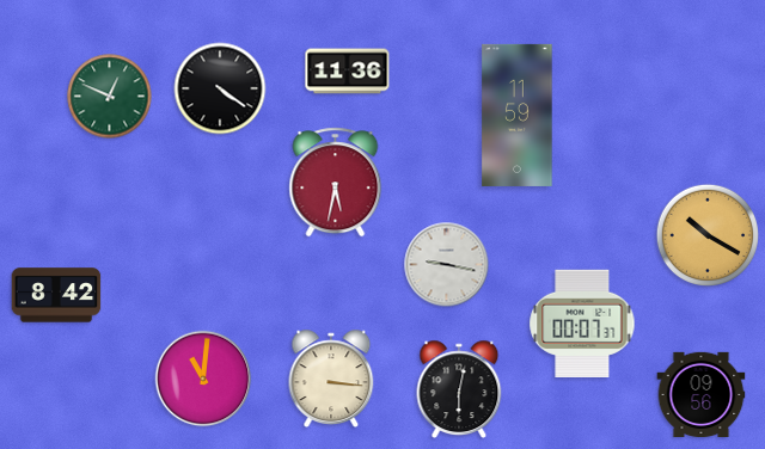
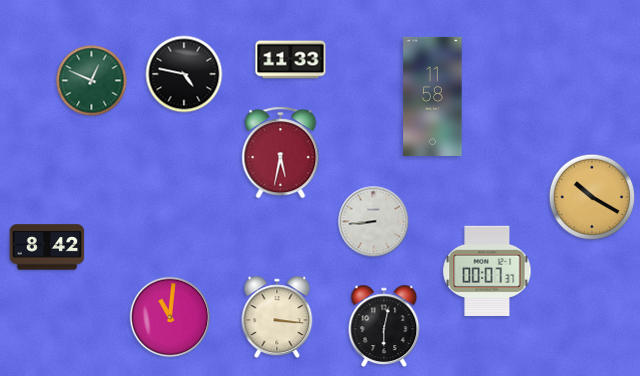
clock at (348, 72): 11:36 -> 11:33
clock at (220, 88): 4:21 -> 4:47
clock at (518, 115): 11:59 -> 11:58
clock at (447, 265): 9:17 -> 8:44
clock at (702, 394): 09:56 -> none
